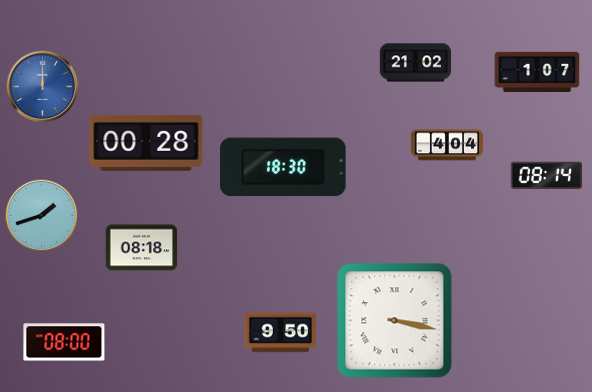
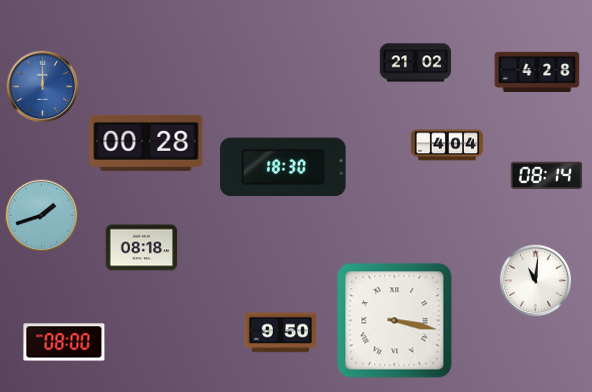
clock at (537, 71): 1:07 -> 4:28
clock at (536, 281): none -> 11:01
